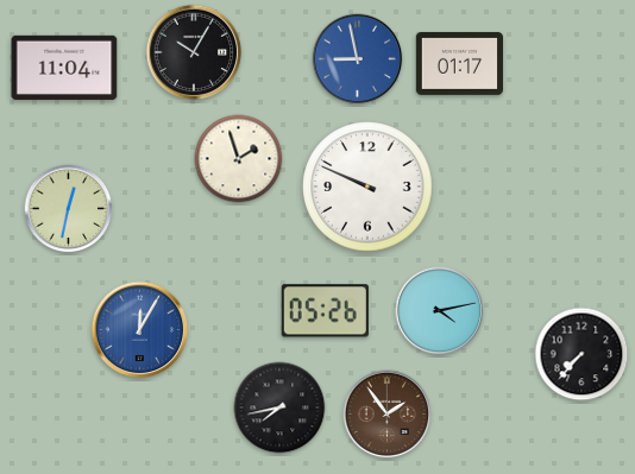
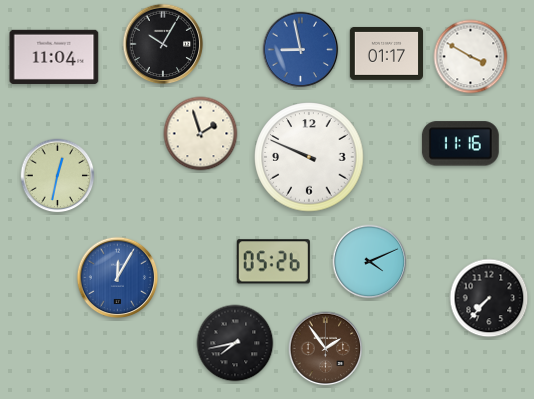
clock at (471, 57): none -> 3:50
clock at (460, 144): none -> 11:16
clock at (440, 311): 4:13 -> 4:11
